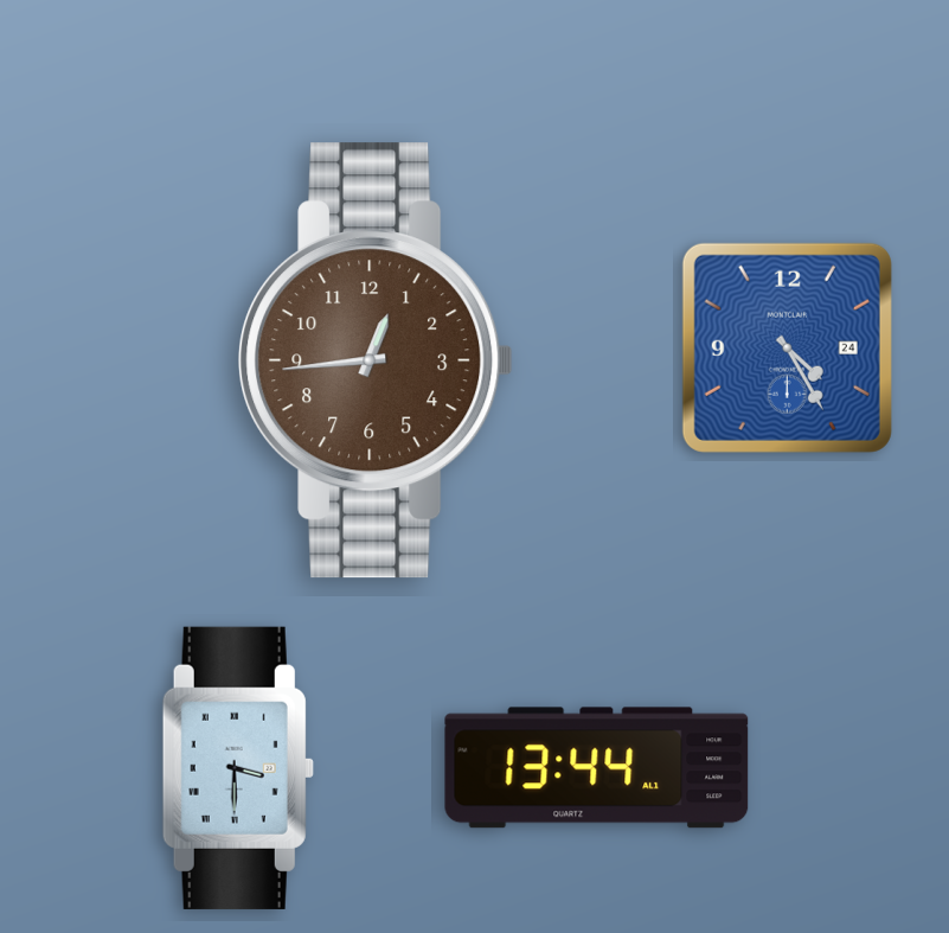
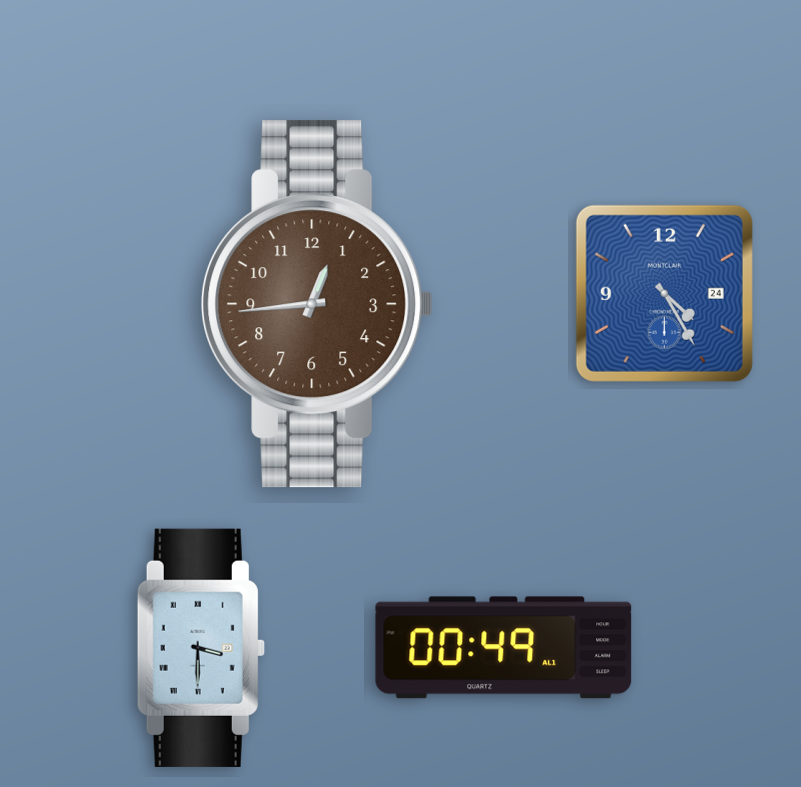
clock at (597, 768): 13:44 -> 00:49
